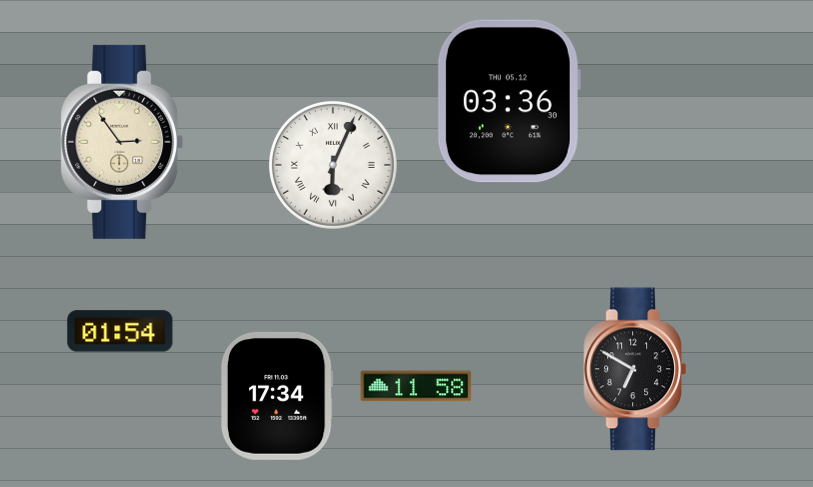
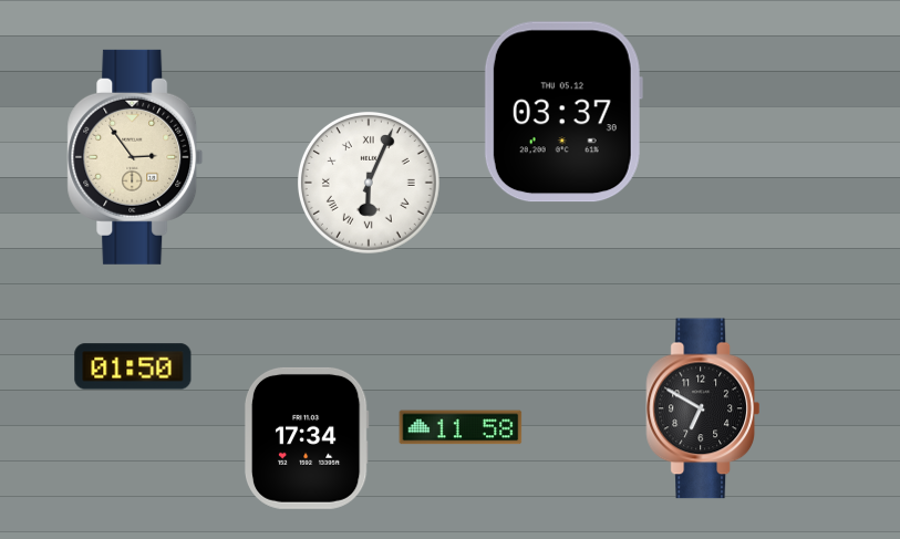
clock at (509, 101): 03:36 -> 03:37
clock at (120, 331): 01:54 -> 01:50
